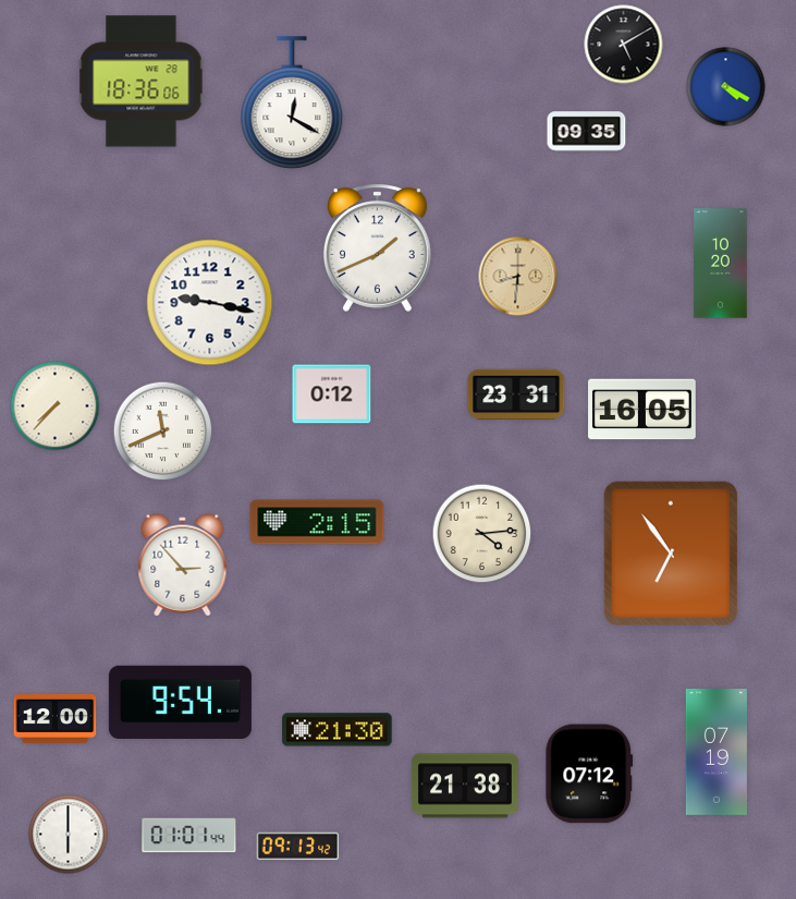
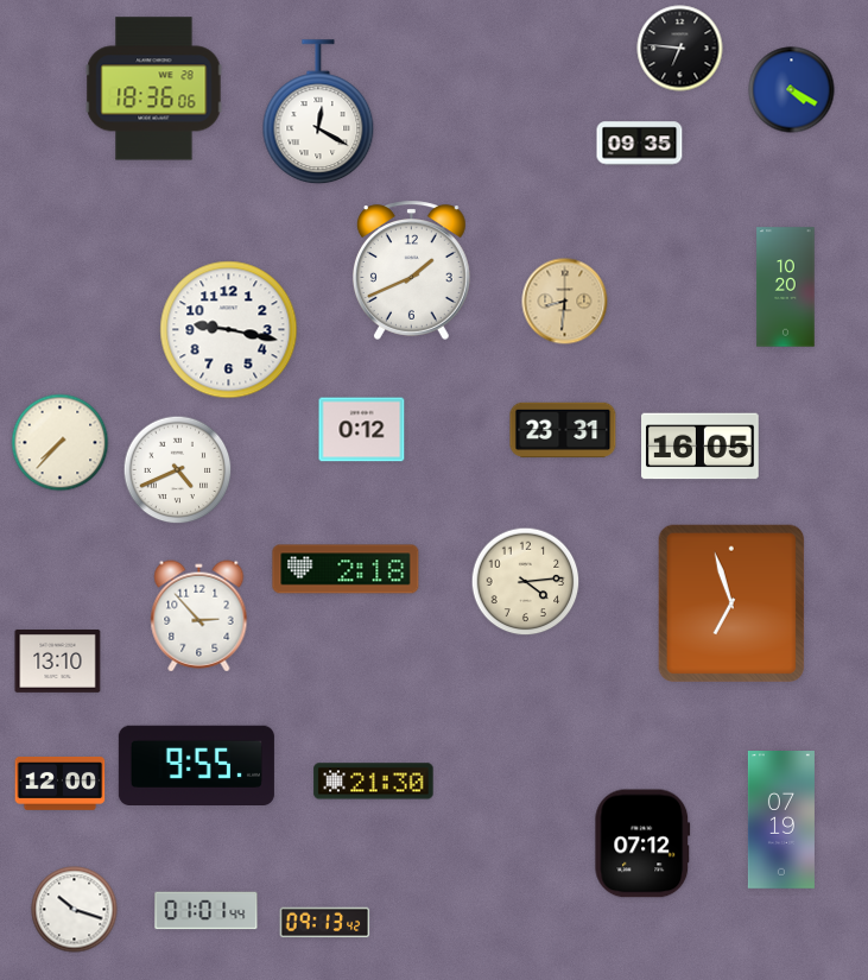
clock at (624, 45): 5:10 -> 6:46
clock at (726, 87) position: (726, 87) -> (792, 90)
clock at (163, 432): 11:41 -> 4:41
clock at (317, 522): 2:15 -> 2:18
clock at (670, 554): 6:54 -> 6:57
clock at (58, 662): none -> 13:10
clock at (180, 702): 9:54 -> 9:55
clock at (338, 730) position: (338, 730) -> (374, 782)
clock at (465, 786): 21:38 -> none
clock at (69, 835): 6:00 -> 10:18
